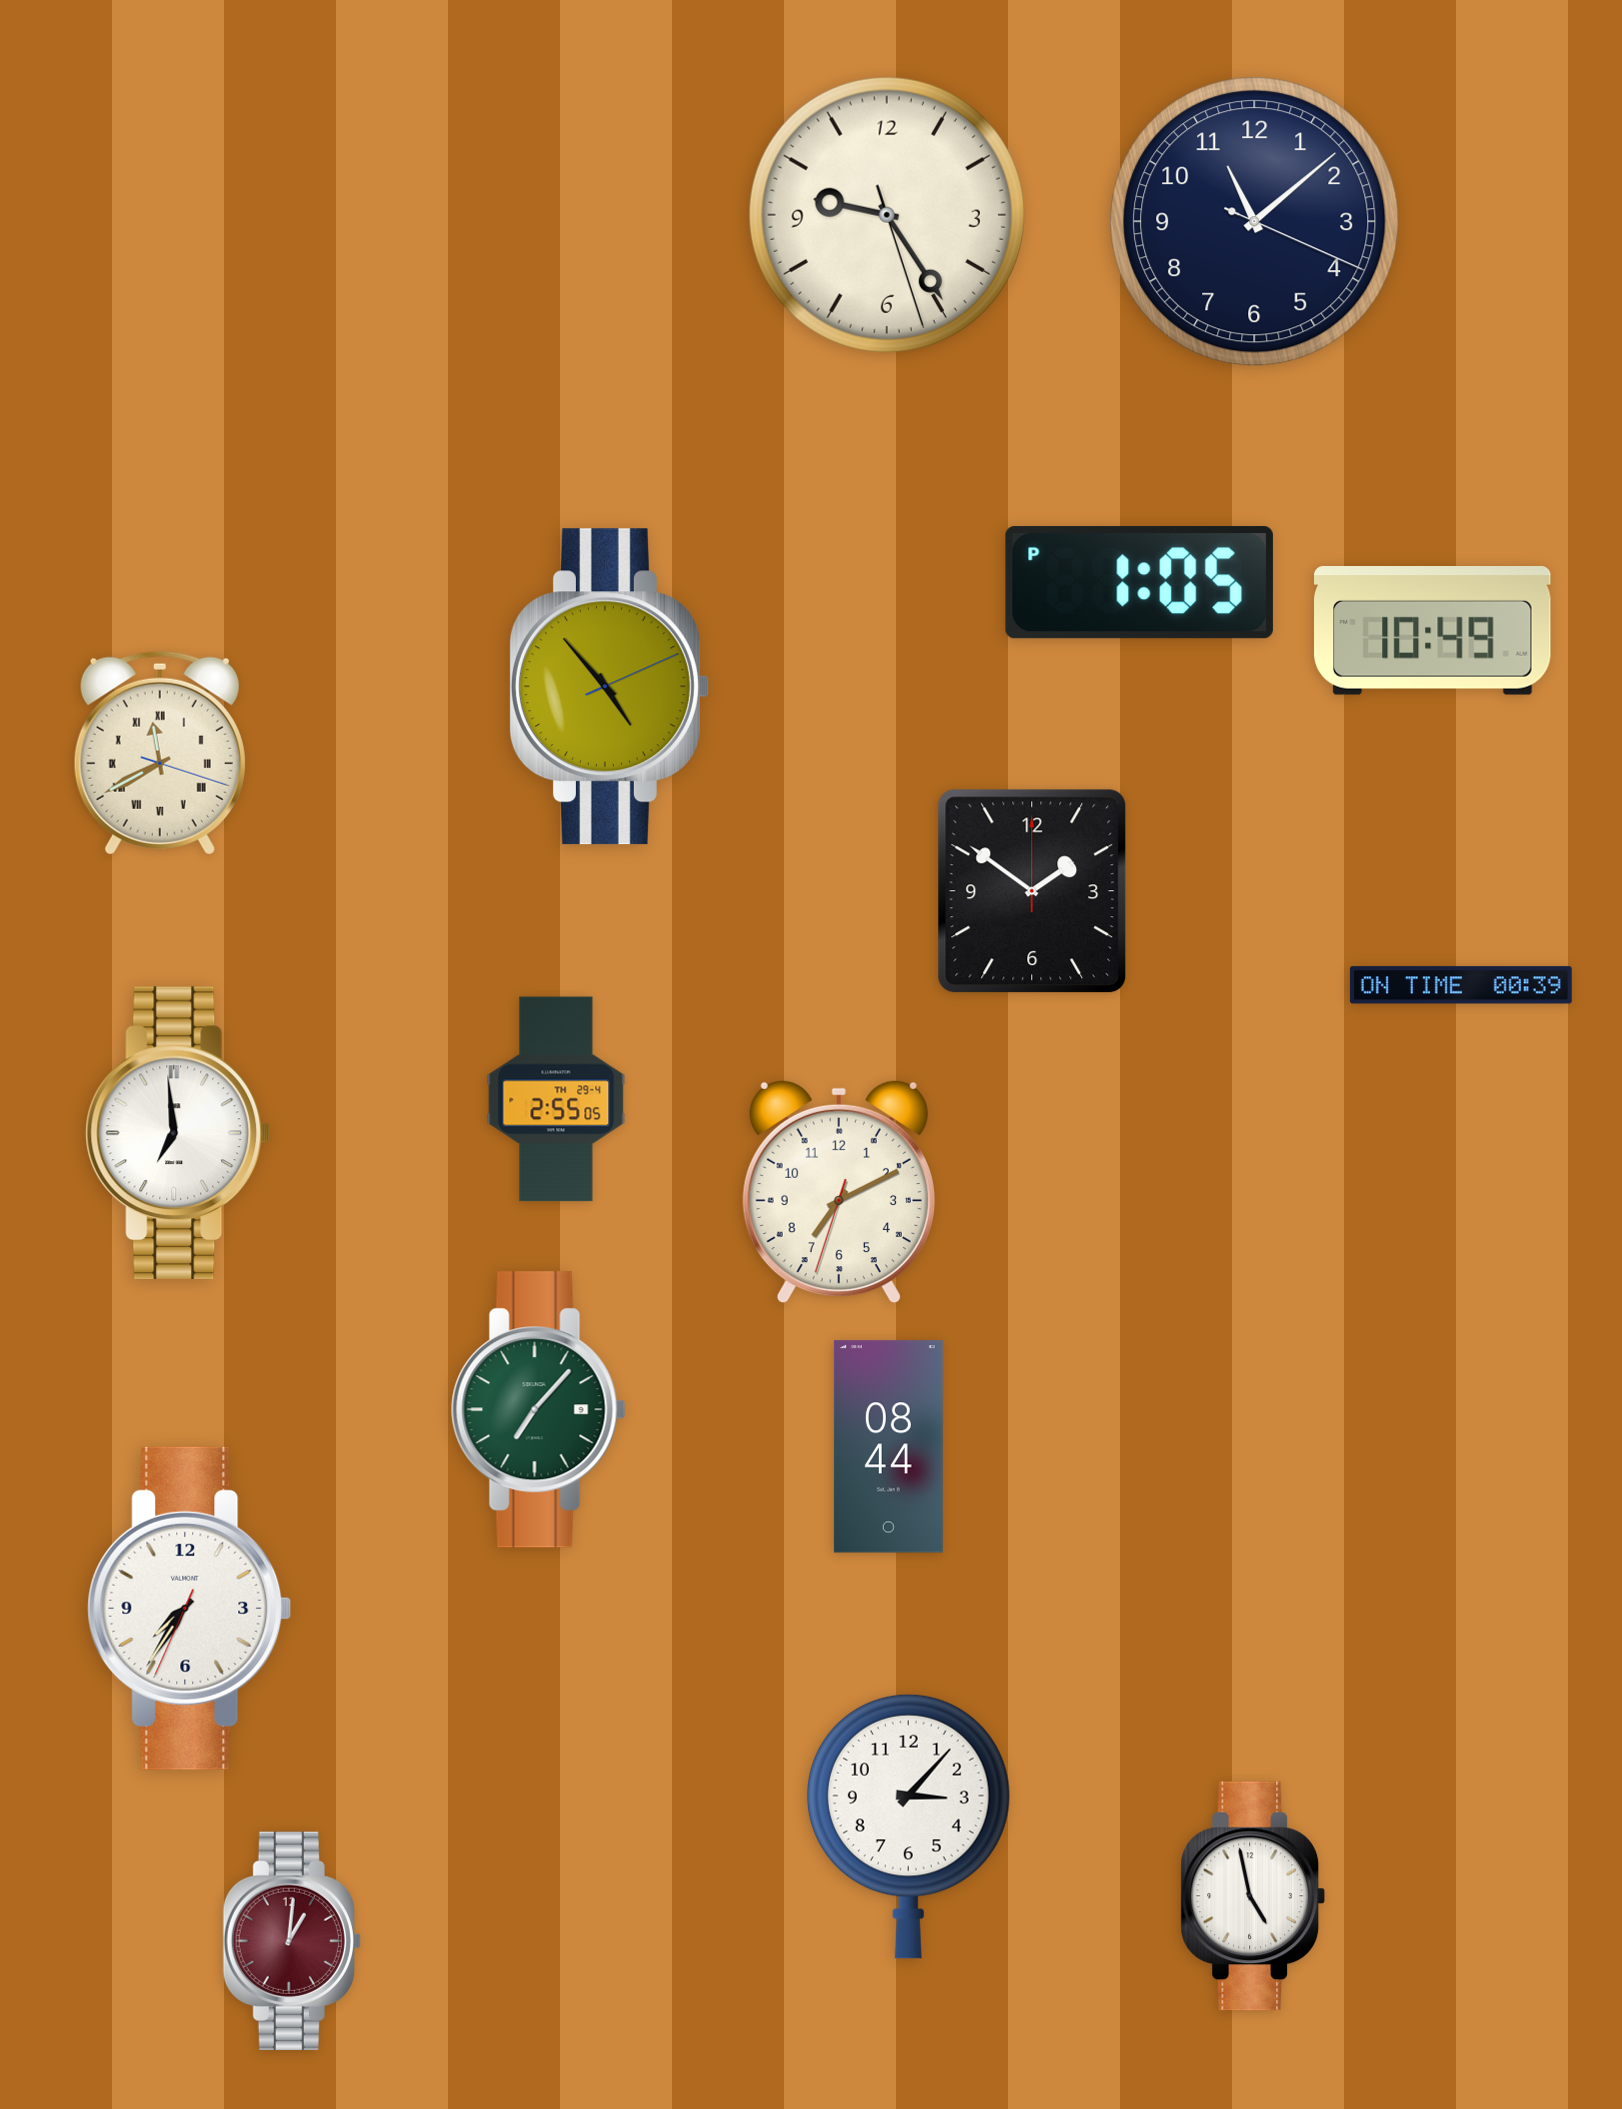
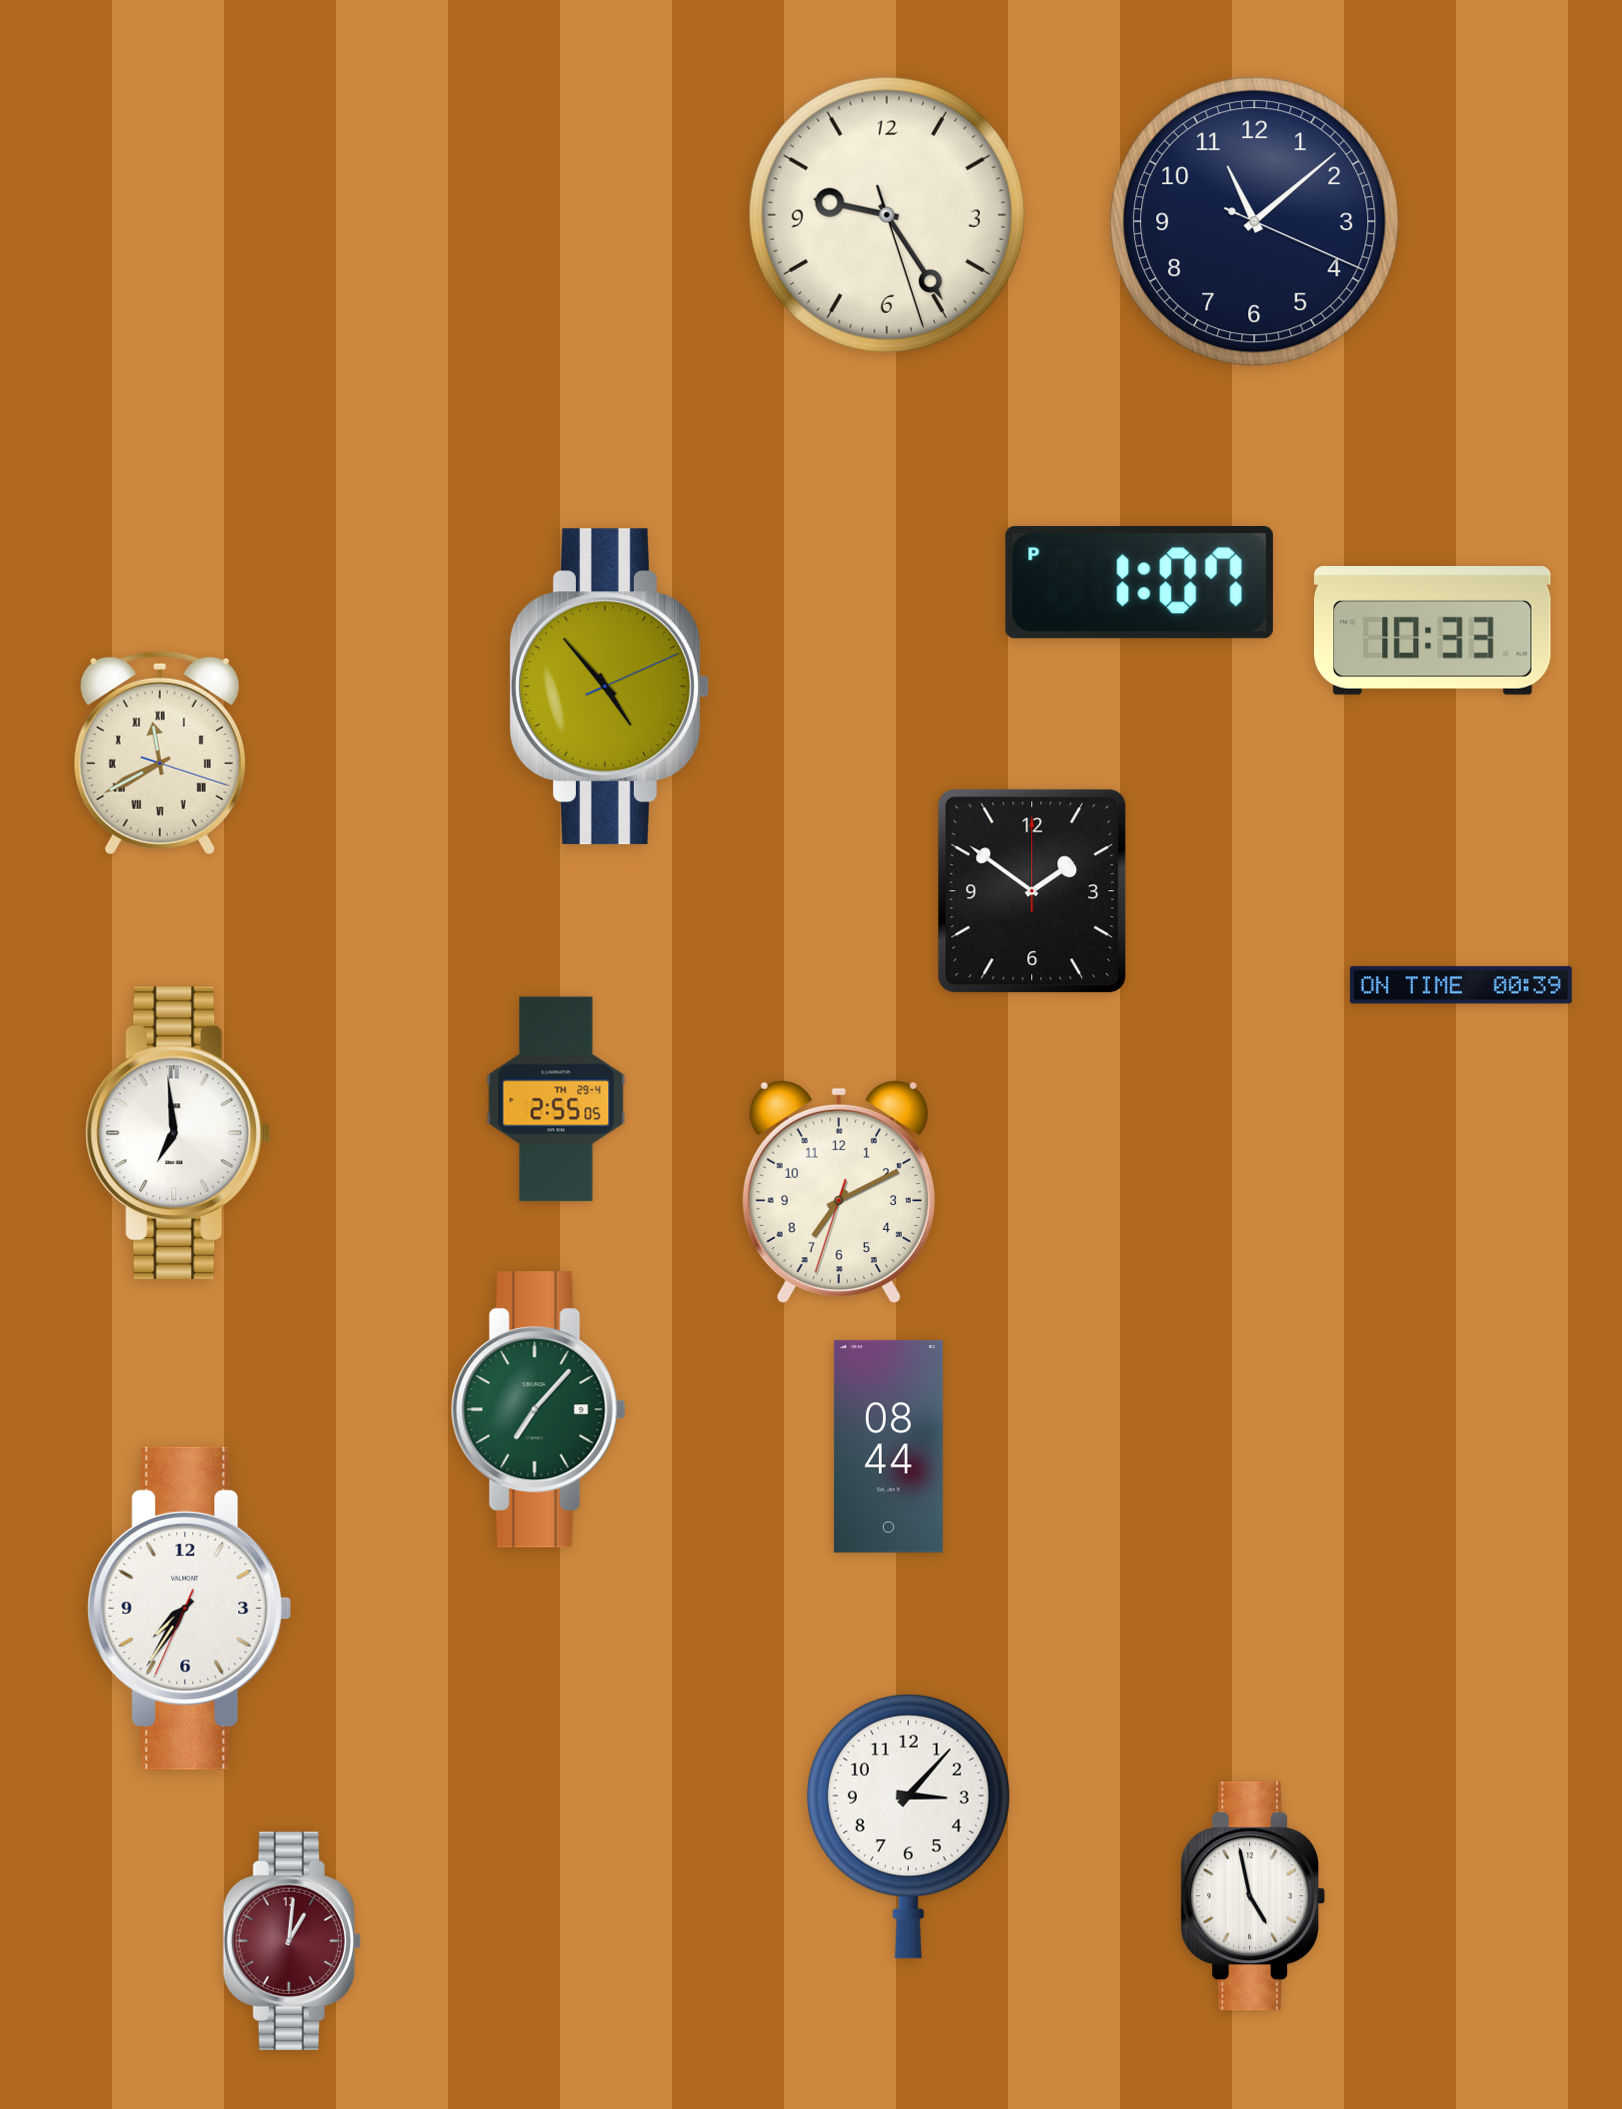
clock at (1139, 583): 1:05 -> 1:07
clock at (1433, 631): 10:49 -> 10:33
